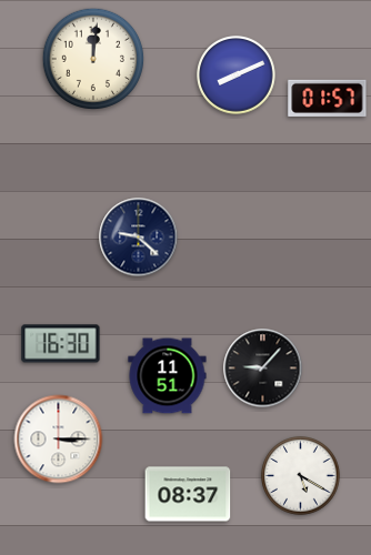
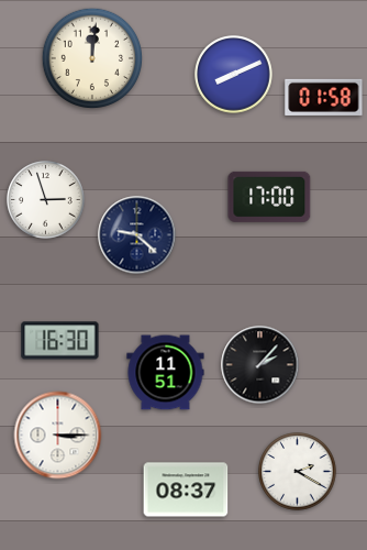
clock at (328, 98): 01:57 -> 01:58
clock at (269, 197): none -> 17:00
clock at (46, 200): none -> 2:57
clock at (263, 369): 9:07 -> 2:07
clock at (301, 476): 5:20 -> 2:20
